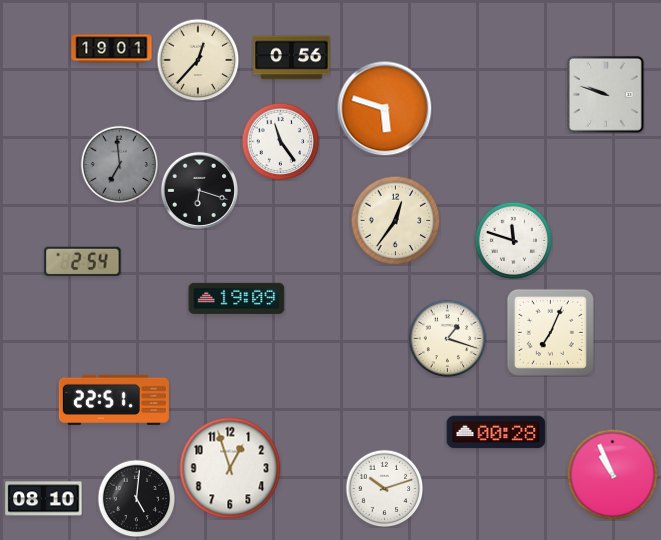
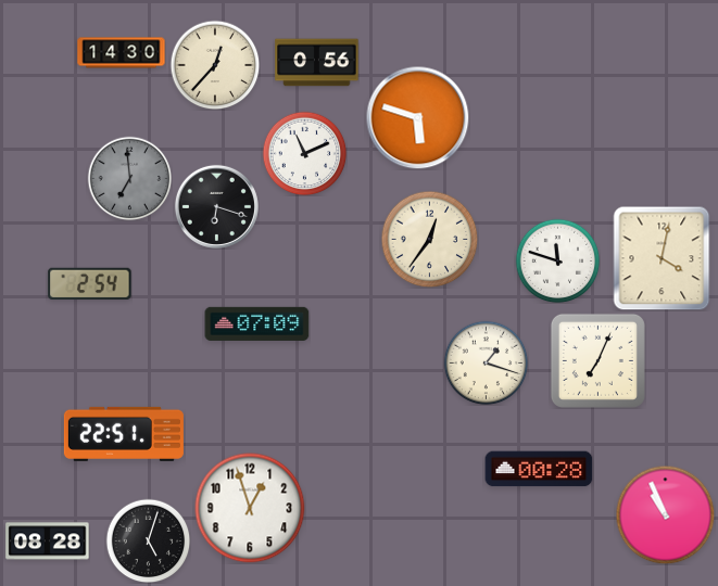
clock at (112, 49): 19:01 -> 14:30
clock at (606, 95): 9:48 -> none
clock at (280, 141): 11:24 -> 11:11
clock at (662, 258): none -> 4:02
clock at (237, 298): 19:09 -> 07:09
clock at (447, 338) position: (447, 338) -> (486, 362)
clock at (384, 488): 10:12 -> none
clock at (136, 498): 5:01 -> 5:03
clock at (44, 499): 08:10 -> 08:28
